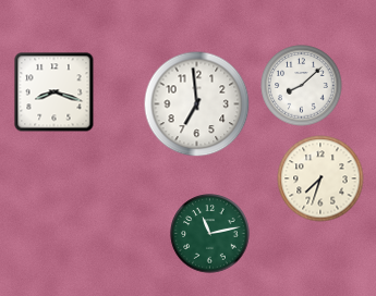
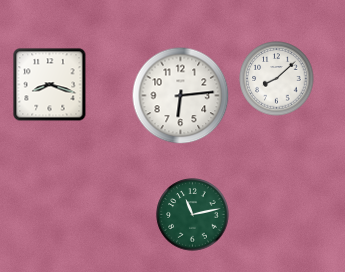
clock at (197, 104): 6:59 -> 6:14
clock at (320, 178): 7:33 -> none
